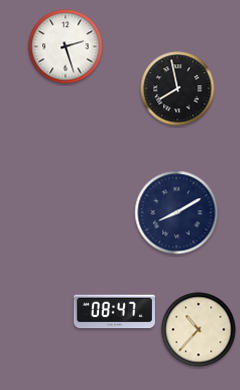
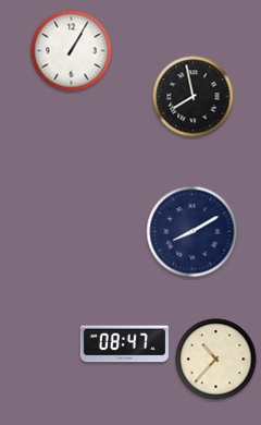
clock at (66, 47): 2:27 -> 1:05
clock at (114, 312) position: (114, 312) -> (124, 344)
